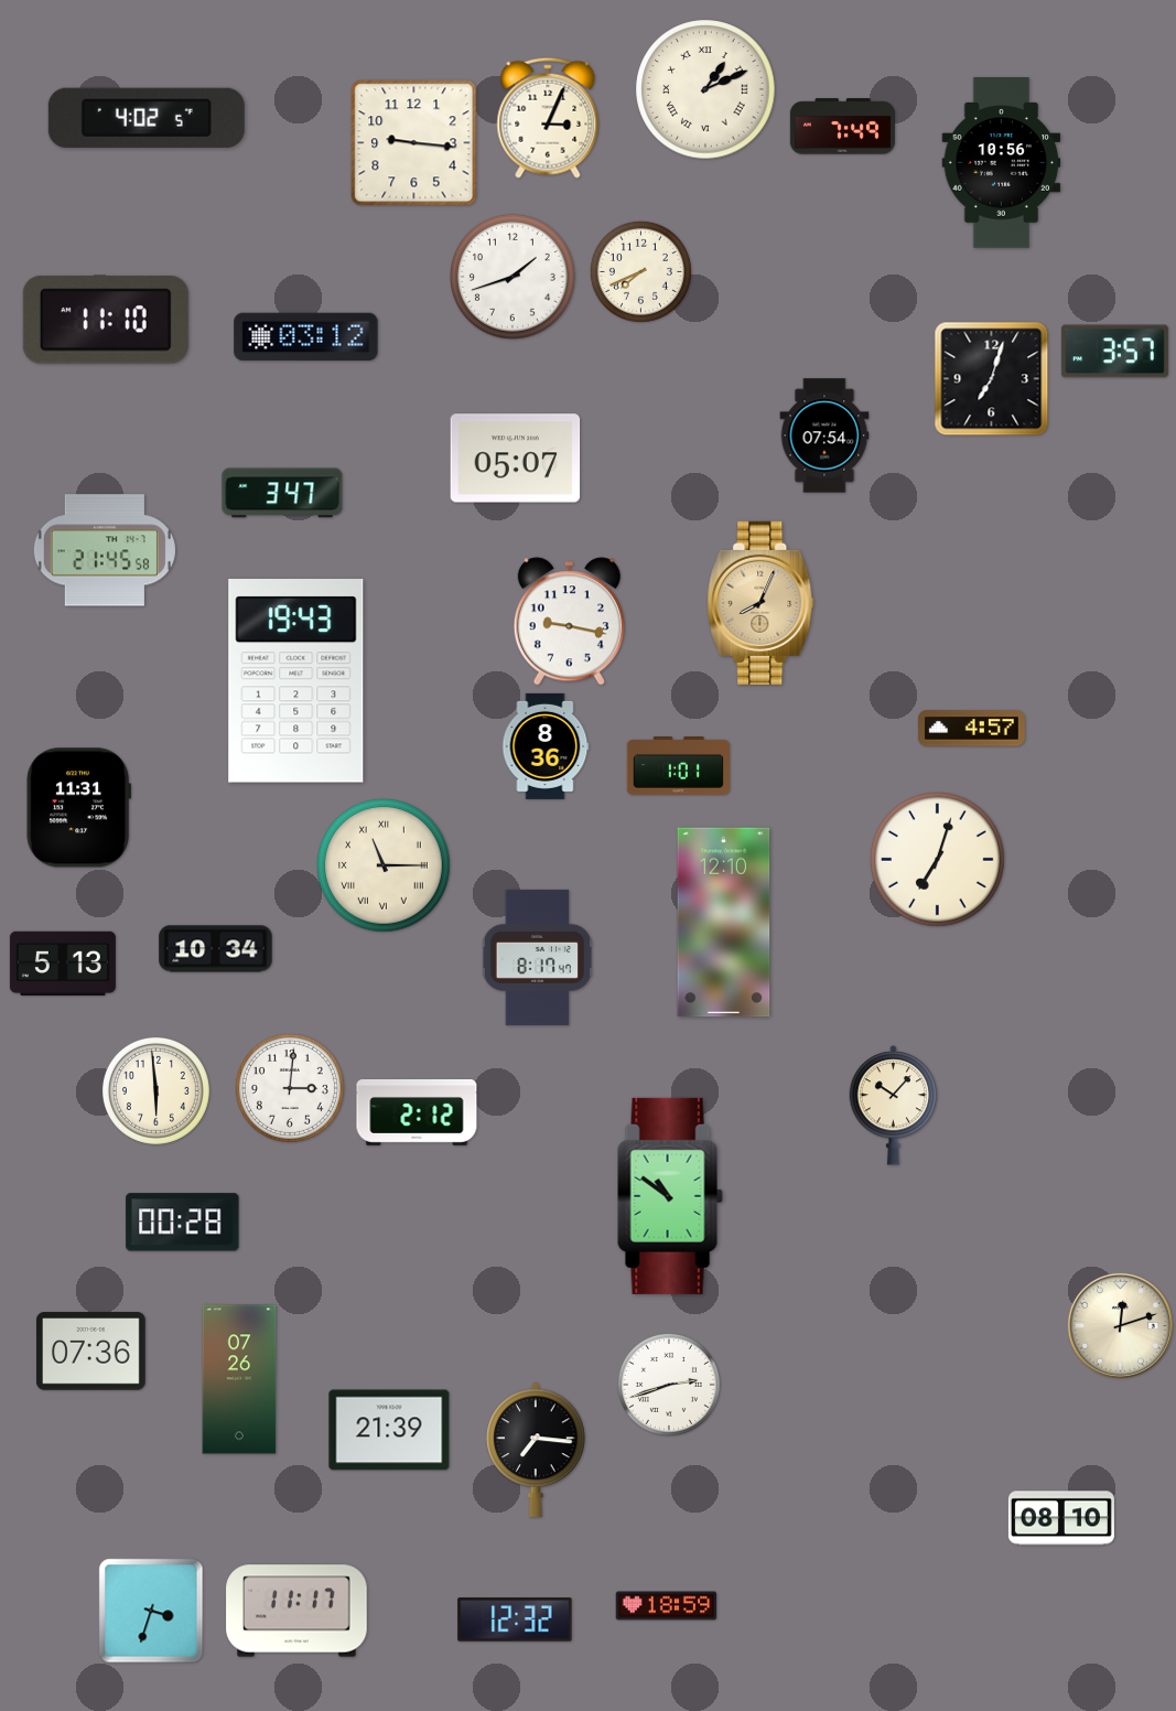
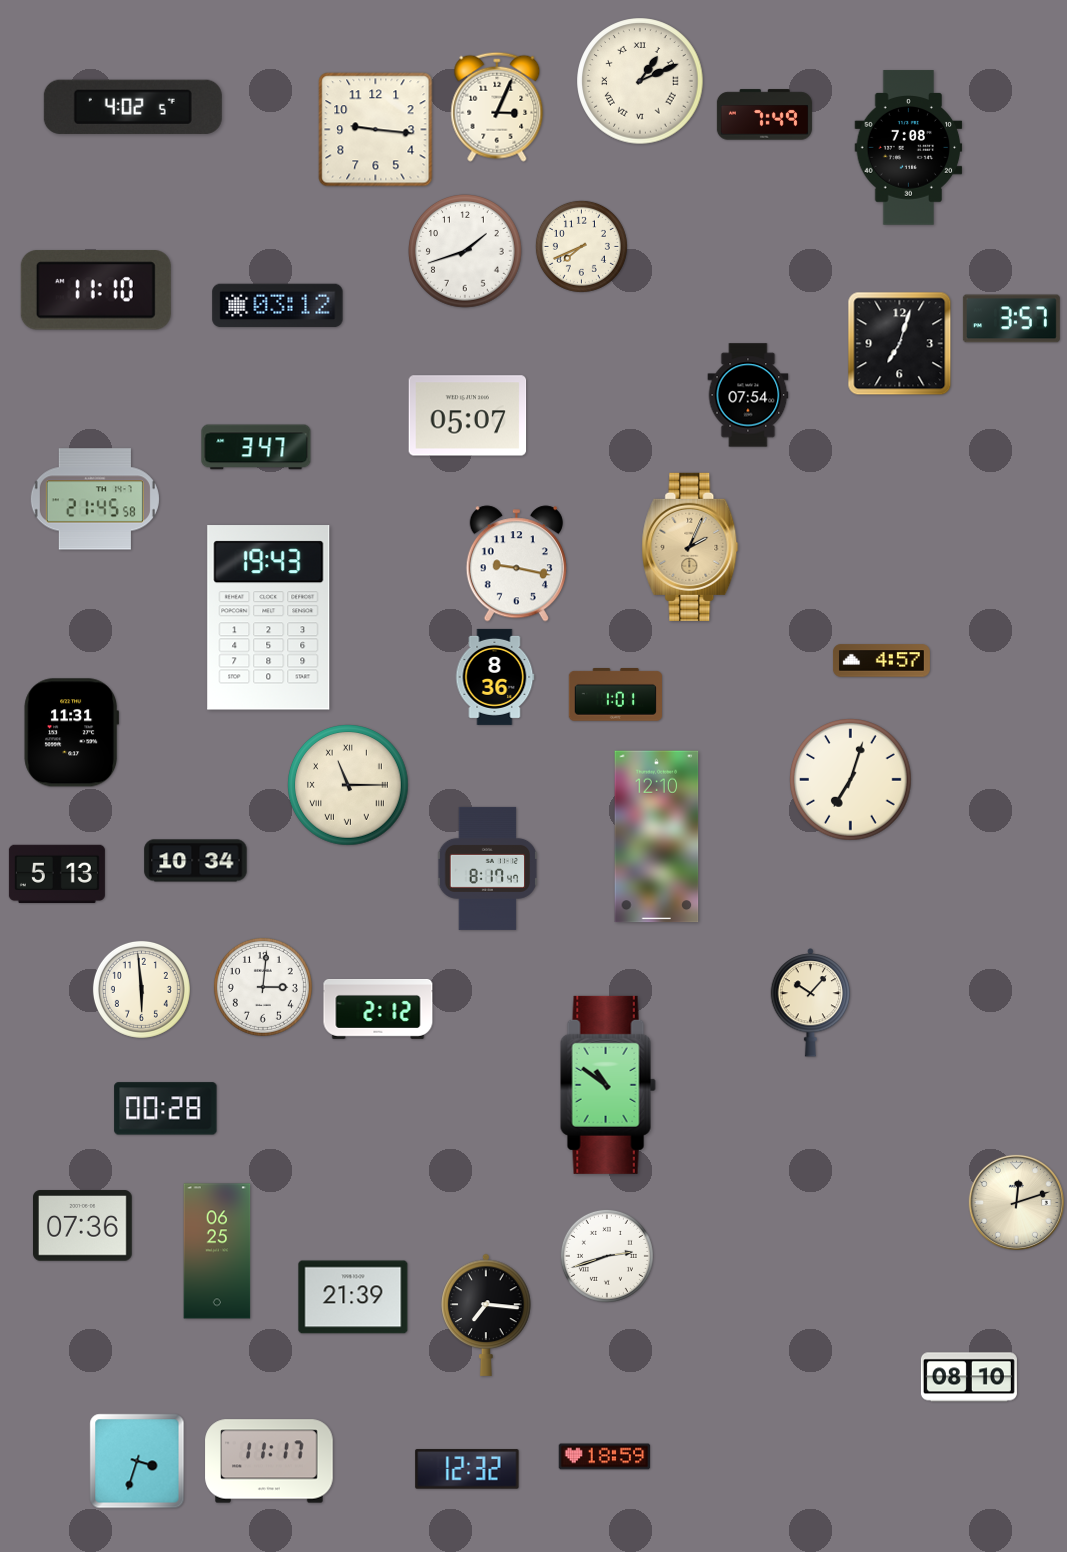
clock at (1002, 163): 10:56 -> 7:08
clock at (760, 603): 8:04 -> 2:04
clock at (239, 1379): 07:26 -> 06:25
clock at (1061, 1518) position: (1061, 1518) -> (969, 1377)
